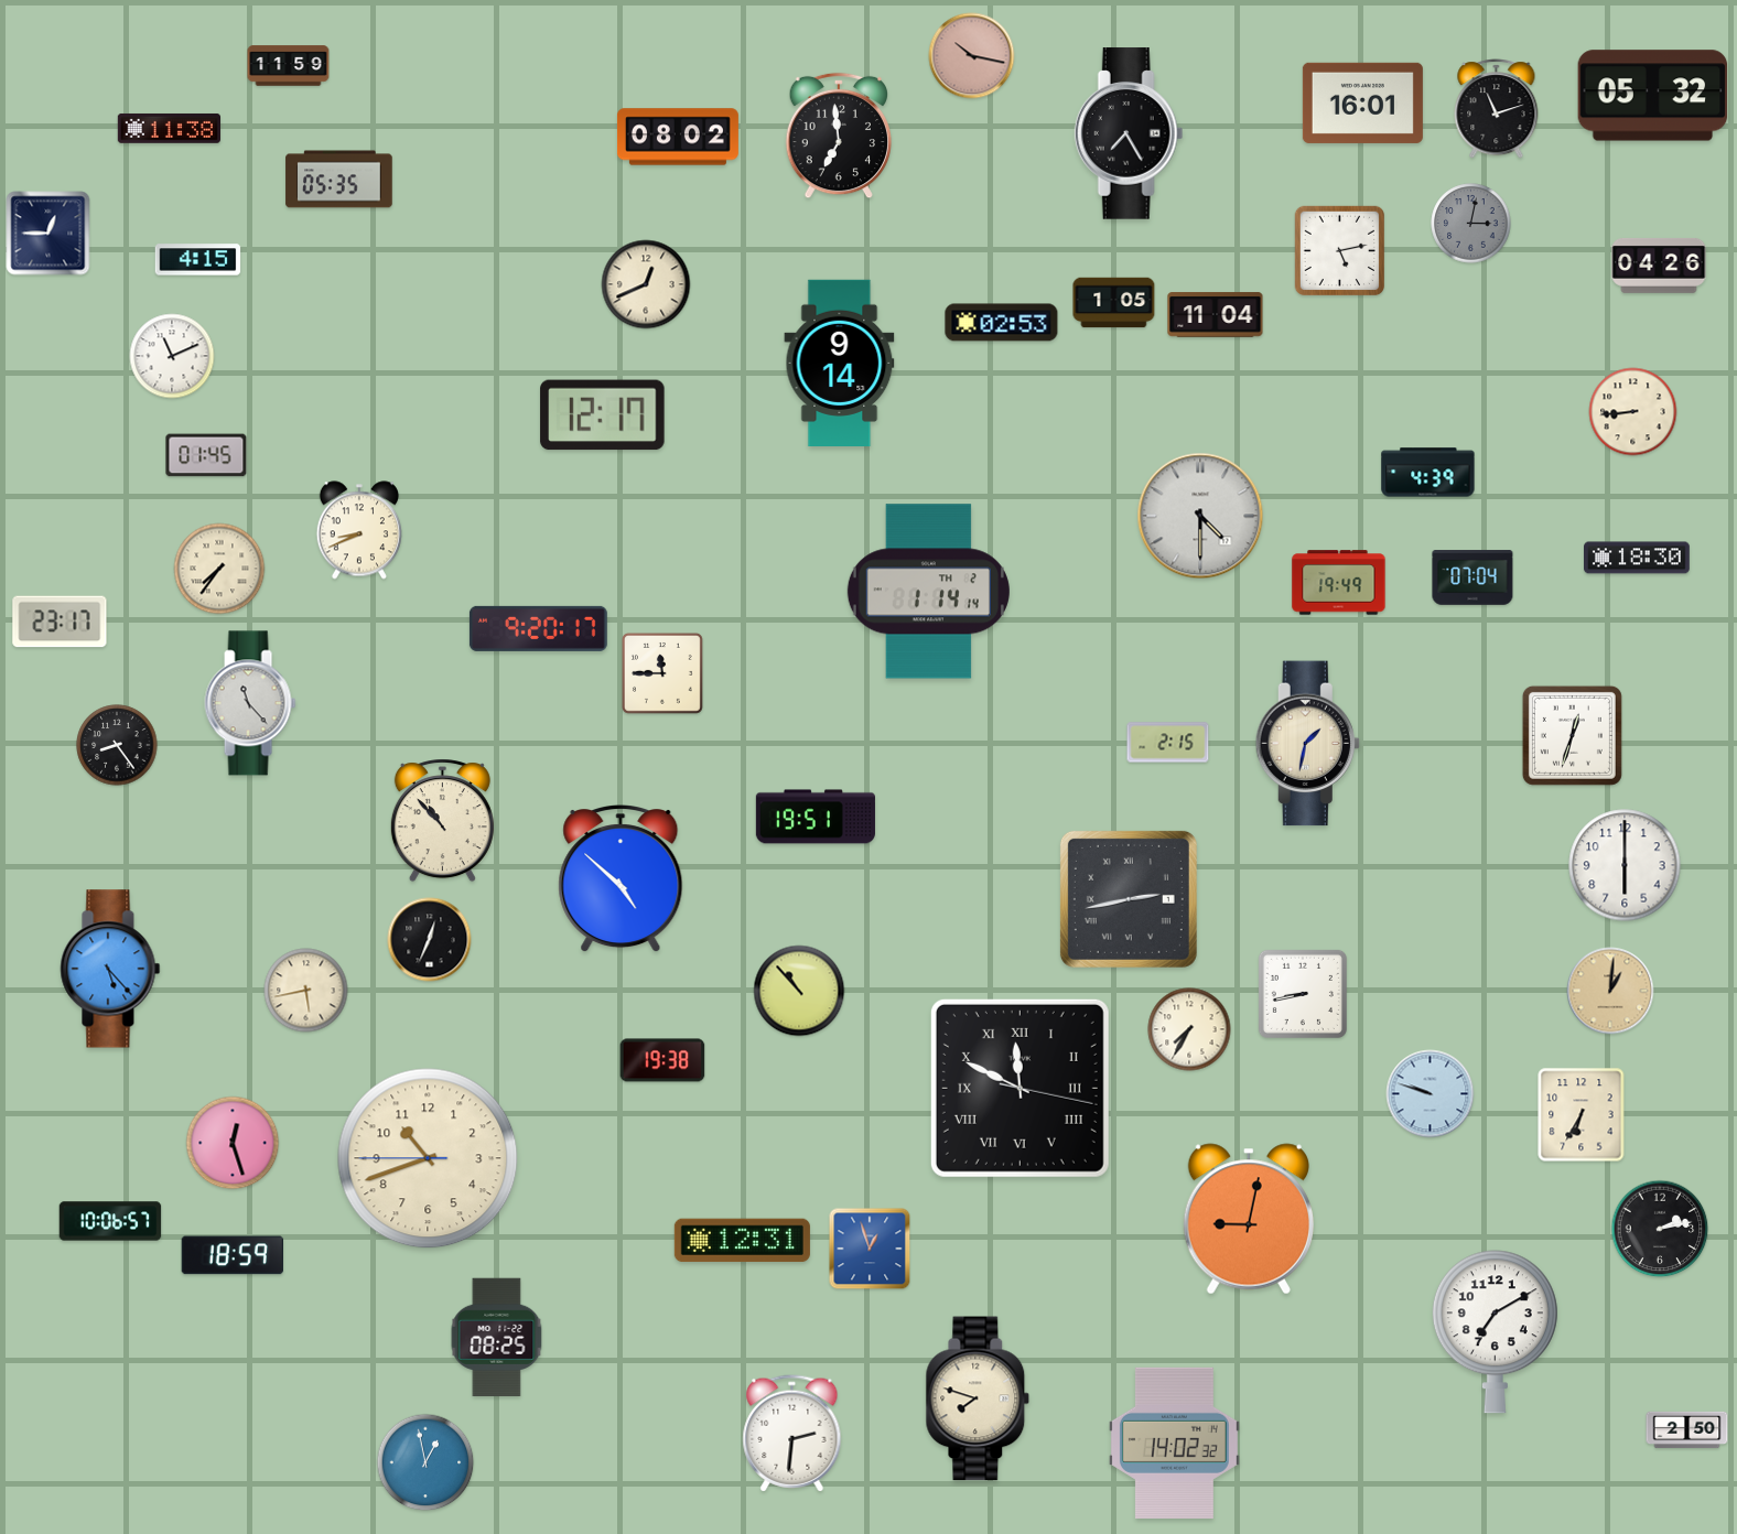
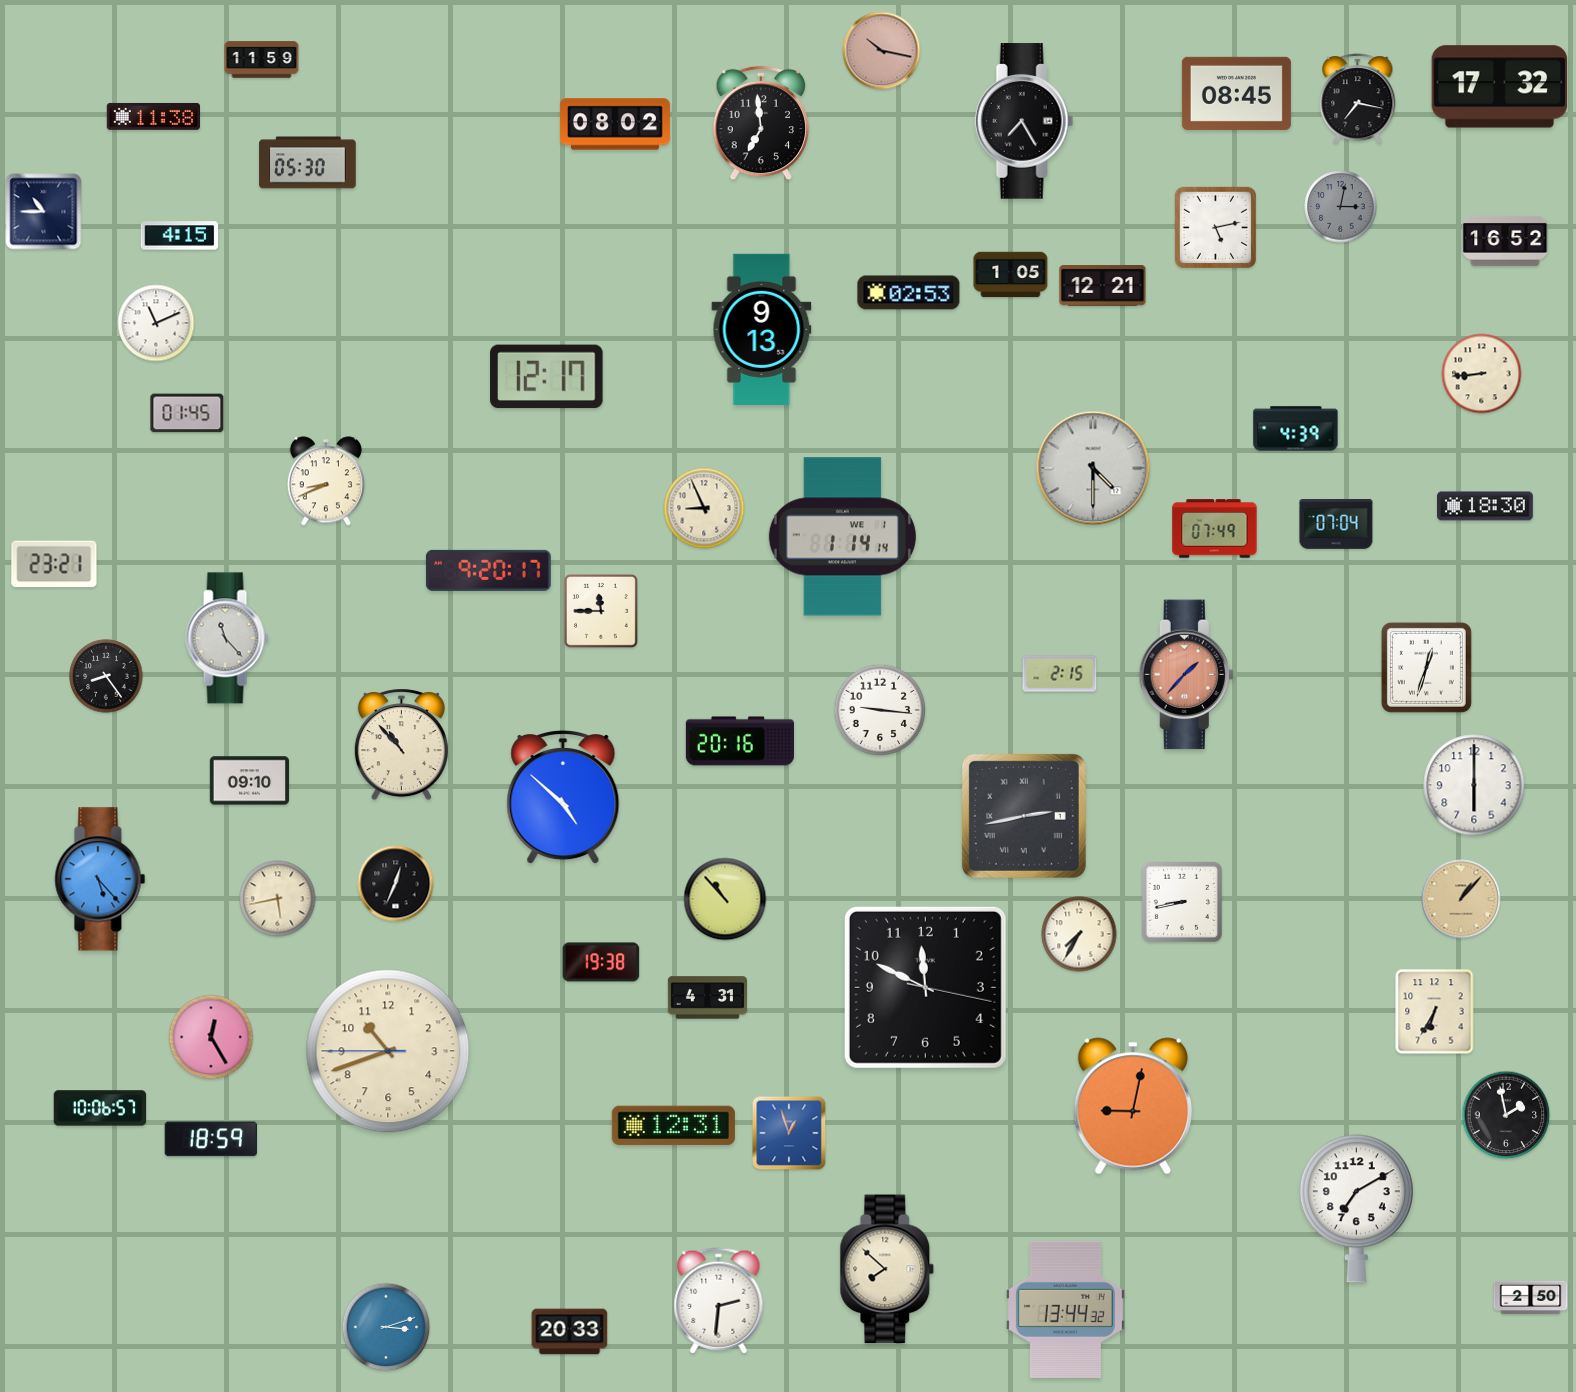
clock at (1653, 96): 05:32 -> 17:32
clock at (1362, 102): 16:01 -> 08:45
clock at (1497, 109): 11:12 -> 7:17
clock at (339, 180): 05:35 -> 05:30
clock at (1471, 224) position: (1471, 224) -> (1341, 207)
clock at (48, 234): 12:45 -> 10:45
clock at (1659, 266): 04:26 -> 16:52
clock at (646, 284): 12:41 -> none
clock at (1216, 315): 11:04 -> 12:21
clock at (840, 363): 9:14 -> 9:13
clock at (1200, 516) position: (1200, 516) -> (1093, 468)
clock at (704, 508): none -> 8:56
clock at (219, 569): 7:36 -> none
clock at (1339, 583): 19:49 -> 07:49
clock at (928, 592) date: TH 2 -> WE 1
clock at (60, 622): 23:17 -> 23:21
clock at (1307, 744): 1:32 -> 1:37
clock at (1307, 744) dial: cream -> salmon
clock at (879, 709): none -> 9:16
clock at (816, 817): 19:51 -> 20:16
clock at (249, 781): none -> 09:10
clock at (430, 940) position: (430, 940) -> (396, 884)
clock at (1610, 991): 1:01 -> 1:07
clock at (1019, 1088) numerals: Roman -> Arabic
clock at (1431, 1094): 9:48 -> none
clock at (707, 998): none -> 4:31
clock at (233, 1143): 12:27 -> 12:25
clock at (1660, 1229): 2:13 -> 1:58
clock at (497, 1337): 08:25 -> none
clock at (978, 1398): 7:48 -> 7:52
clock at (1174, 1443): 14:02 -> 13:44
clock at (425, 1462): 12:58 -> 3:12
clock at (570, 1332): none -> 20:33
